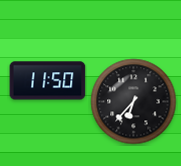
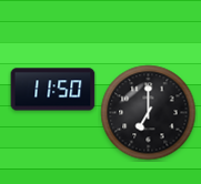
clock at (134, 102): 6:37 -> 7:00
